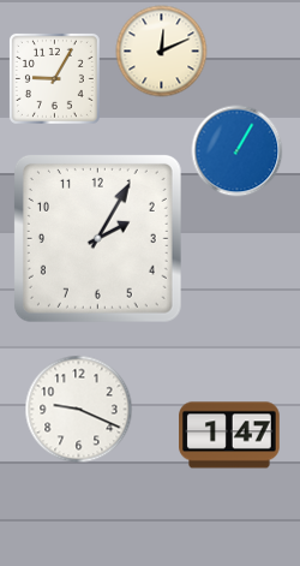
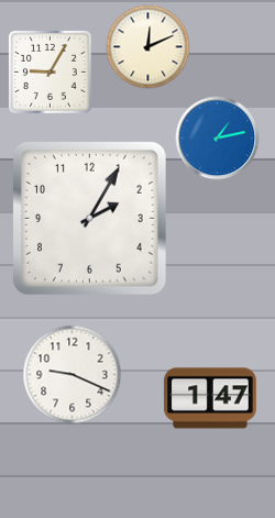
clock at (238, 151): 1:05 -> 1:13
